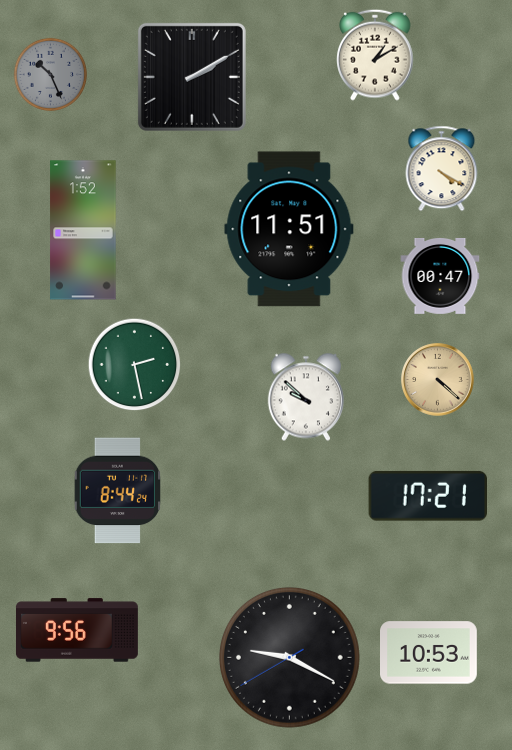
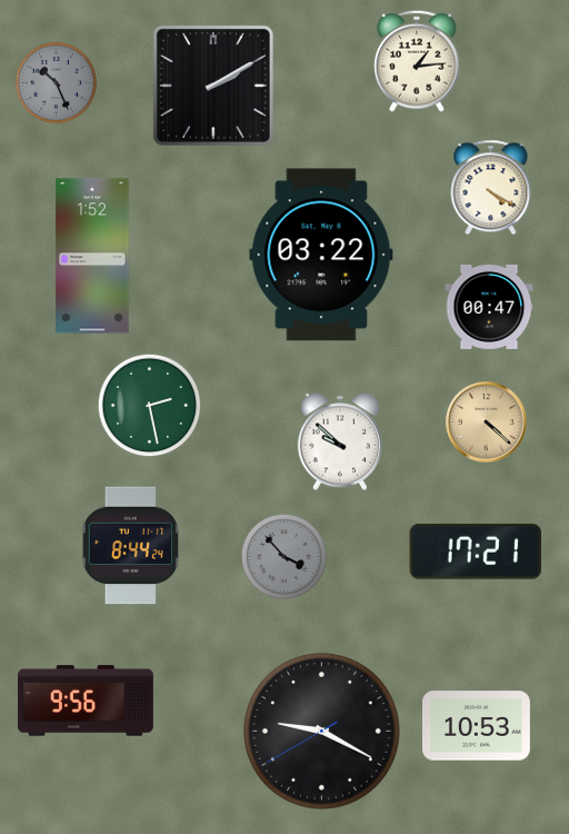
clock at (375, 55): 1:10 -> 1:14
clock at (289, 229): 11:51 -> 03:22
clock at (284, 557): none -> 3:53
